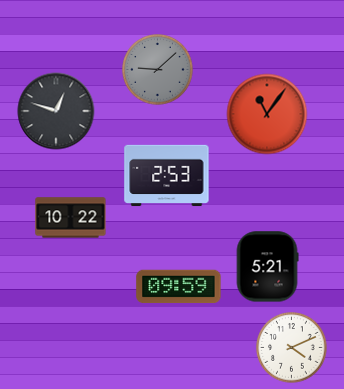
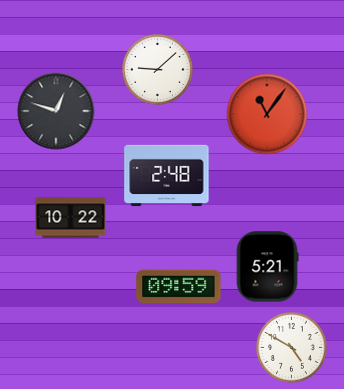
clock at (158, 70) dial: grey -> white
clock at (167, 176): 2:53 -> 2:48
clock at (292, 348): 4:11 -> 4:50
